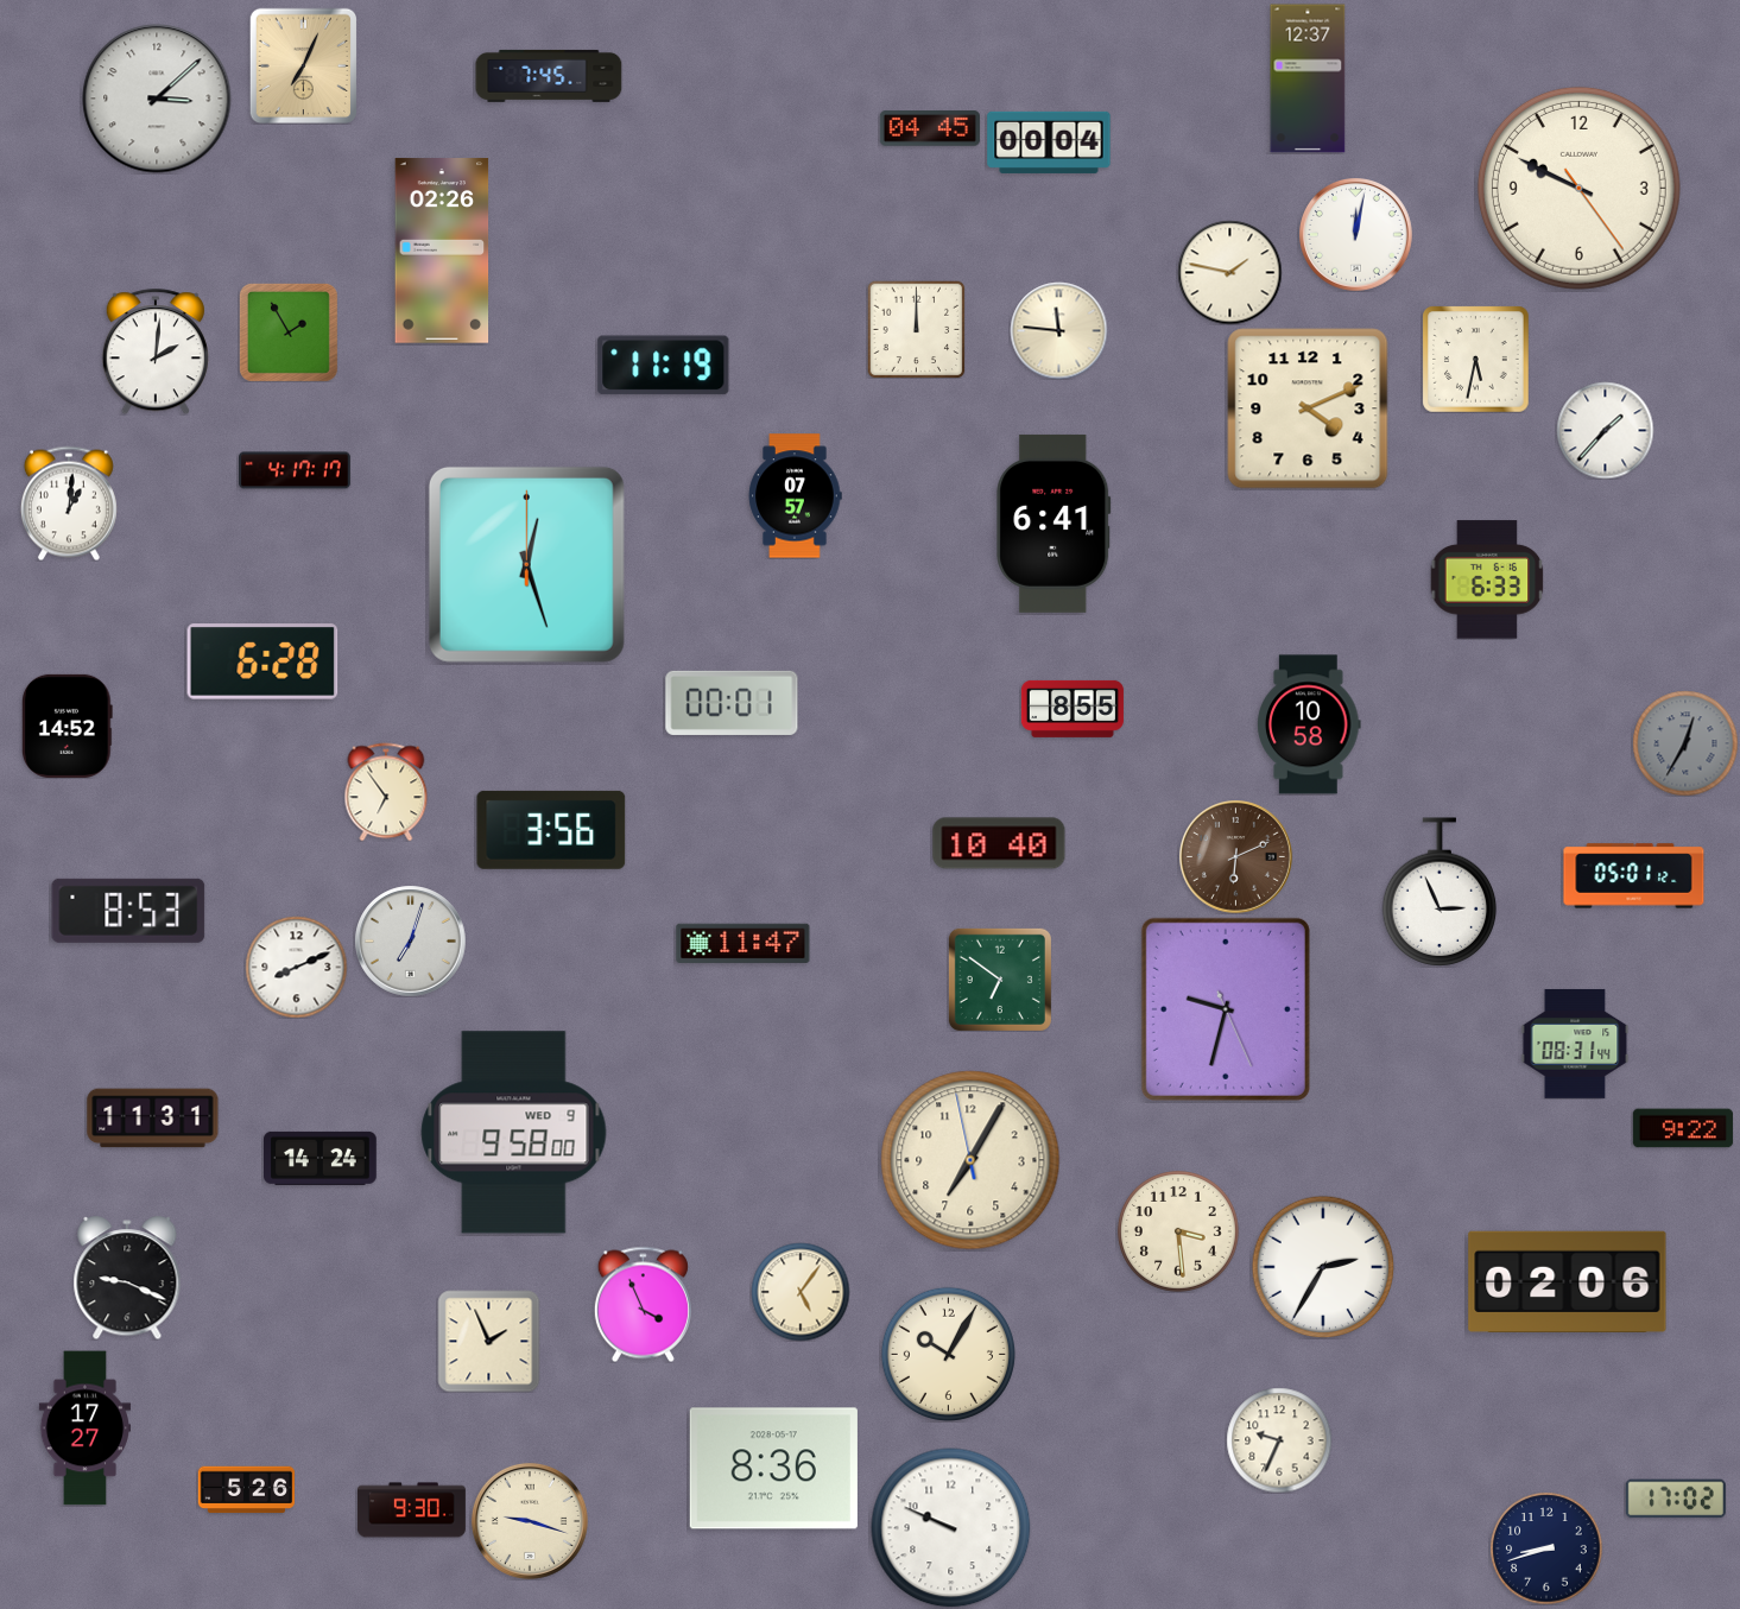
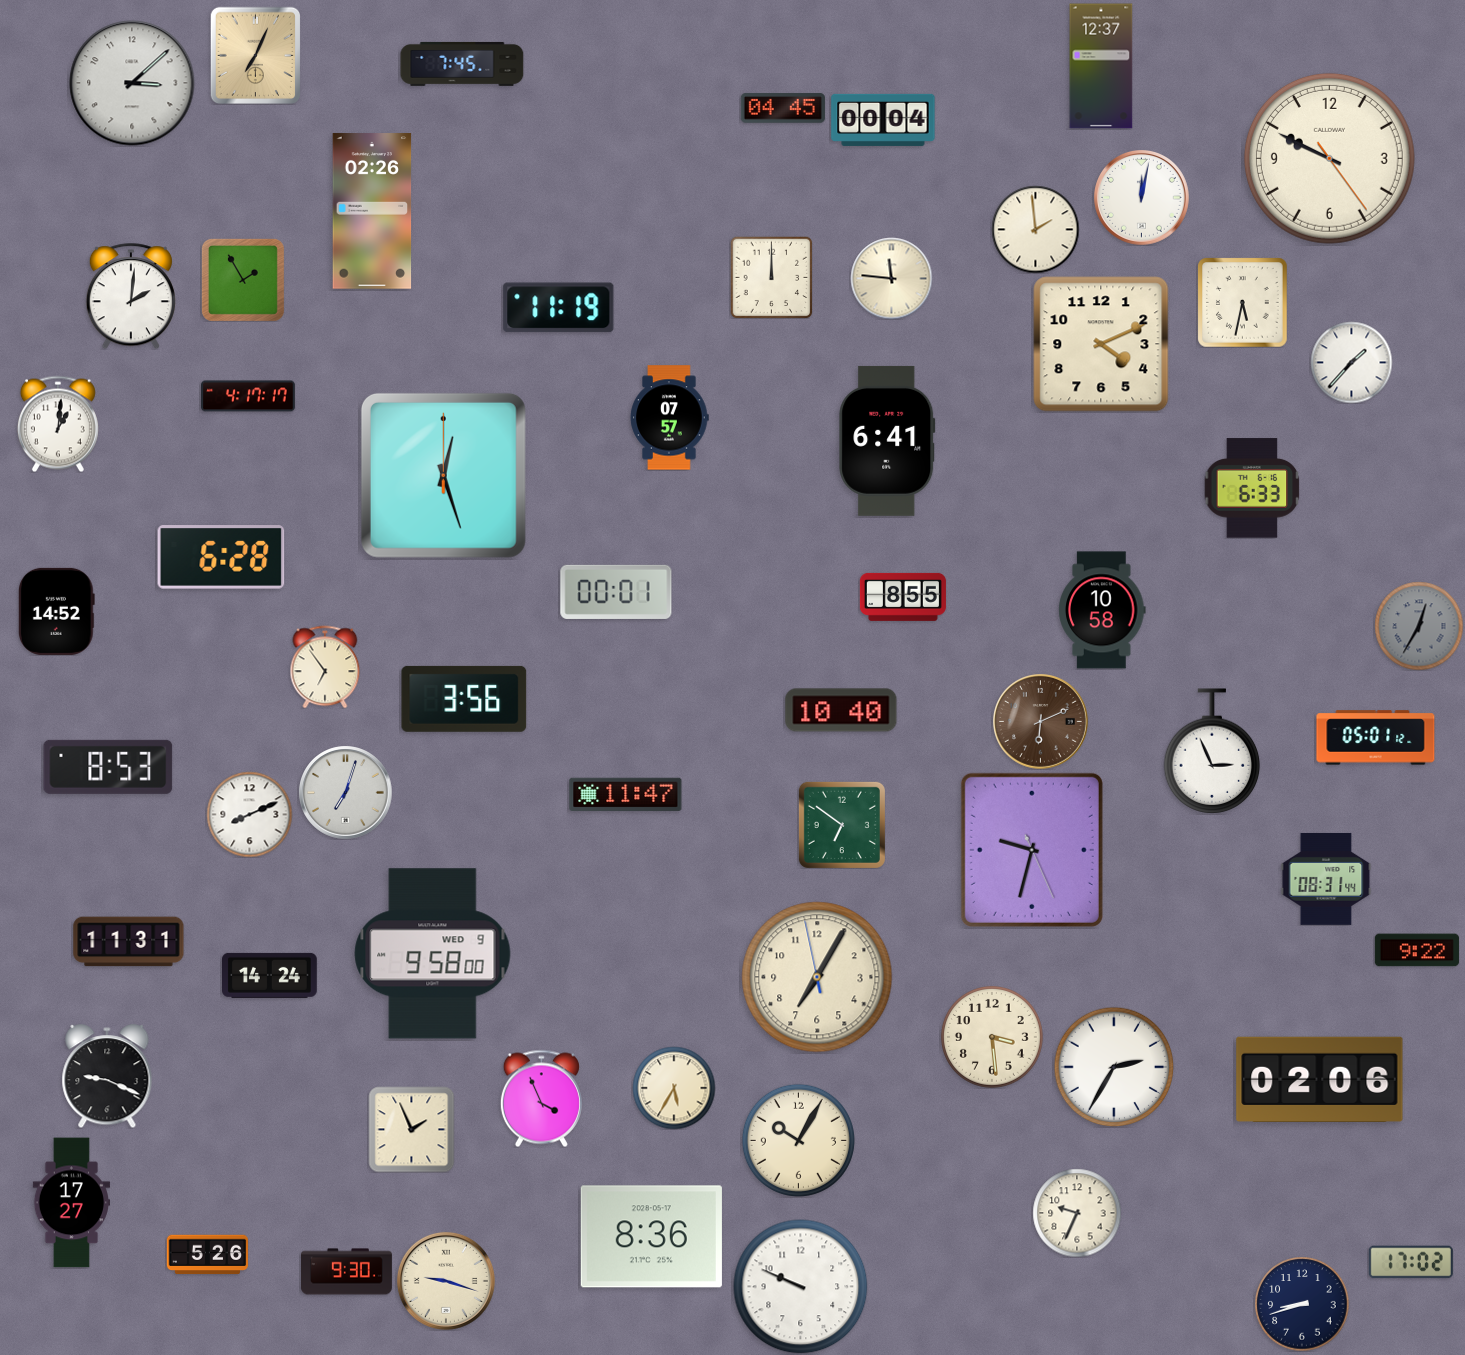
clock at (1229, 272): 1:47 -> 1:59
clock at (801, 1292): 5:06 -> 5:35
